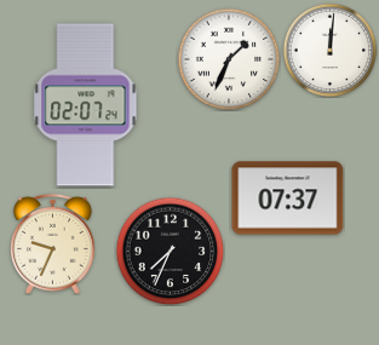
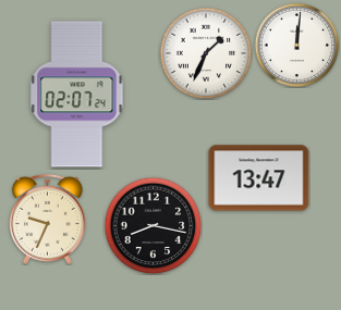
clock at (288, 199): 07:37 -> 13:47
clock at (170, 251): 7:34 -> 8:17
